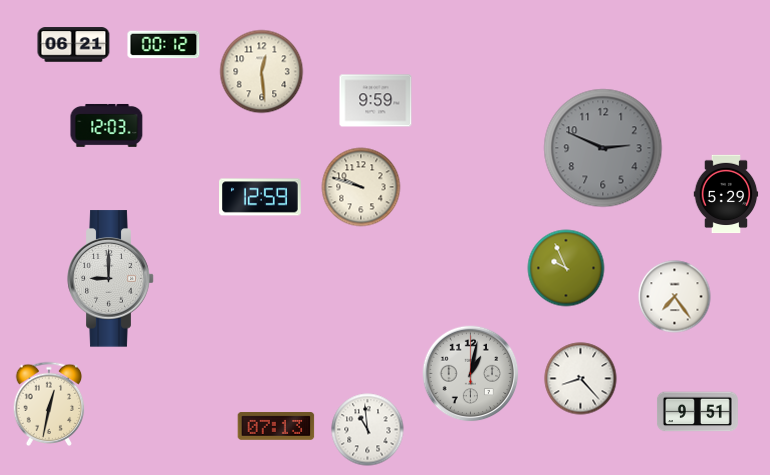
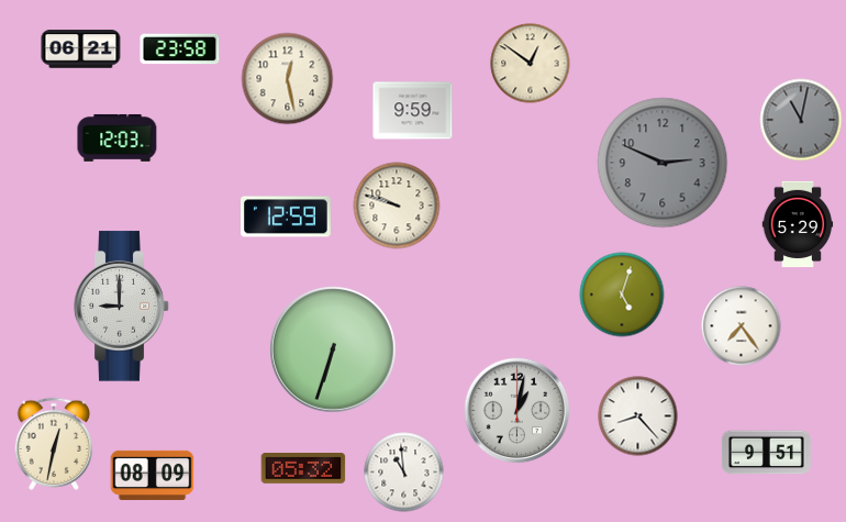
clock at (164, 45): 00:12 -> 23:58
clock at (531, 64): none -> 12:51
clock at (262, 72): 12:29 -> 12:28
clock at (801, 120): none -> 11:02
clock at (726, 194) position: (726, 194) -> (798, 224)
clock at (566, 268): 9:56 -> 5:03
clock at (333, 349): none -> 6:33
clock at (276, 427): 07:13 -> 05:32
clock at (153, 475): none -> 08:09
